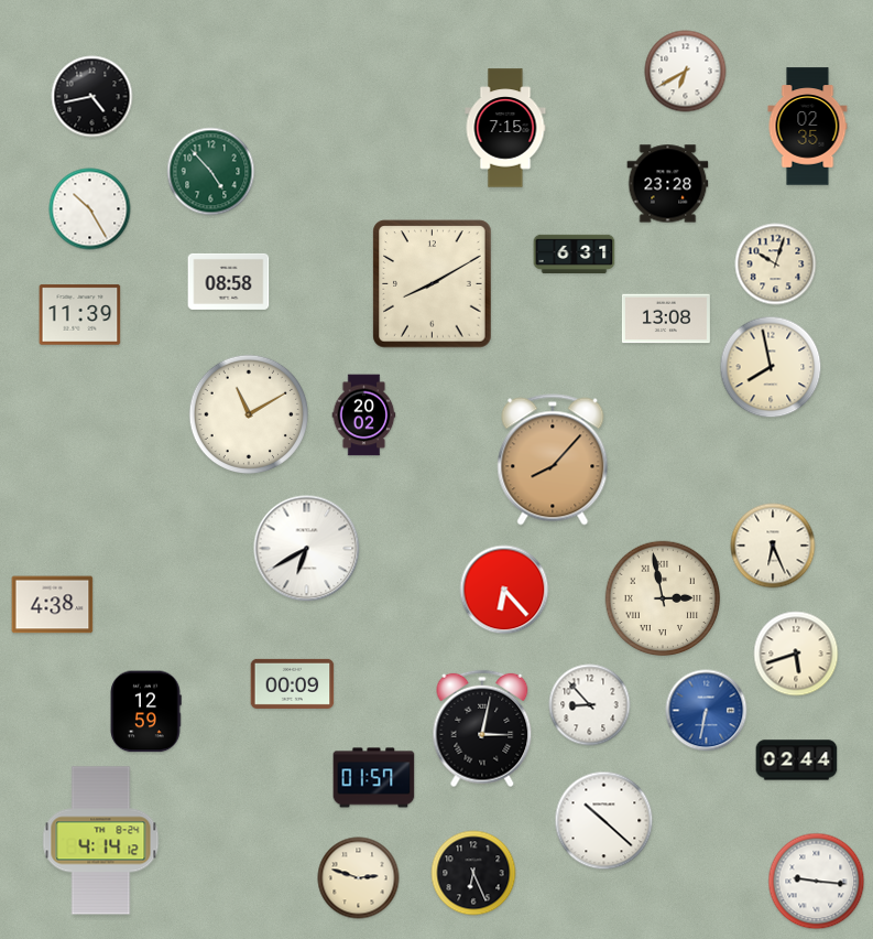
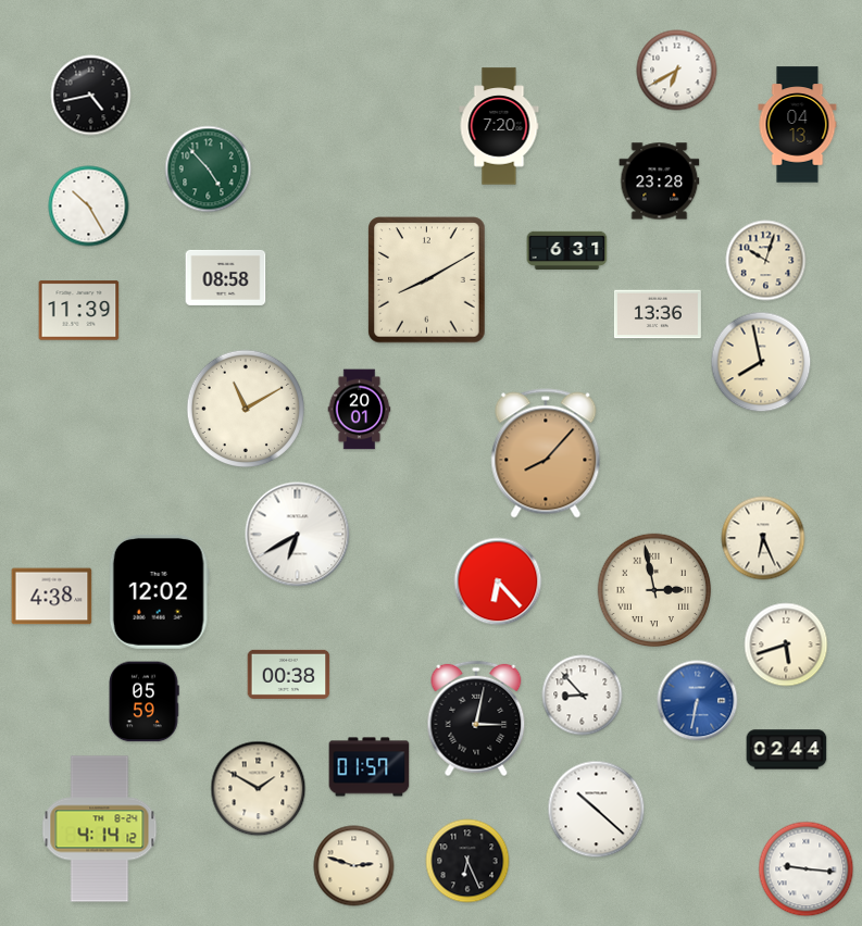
clock at (808, 127): 02:35 -> 04:13
clock at (505, 128): 7:15 -> 7:20
clock at (666, 319): 13:08 -> 13:36
clock at (364, 415): 20:02 -> 20:01
clock at (307, 549) position: (307, 549) -> (298, 535)
clock at (159, 591): none -> 12:02
clock at (293, 683): 00:09 -> 00:38
clock at (145, 712): 12:59 -> 05:59
clock at (259, 789): none -> 1:50
